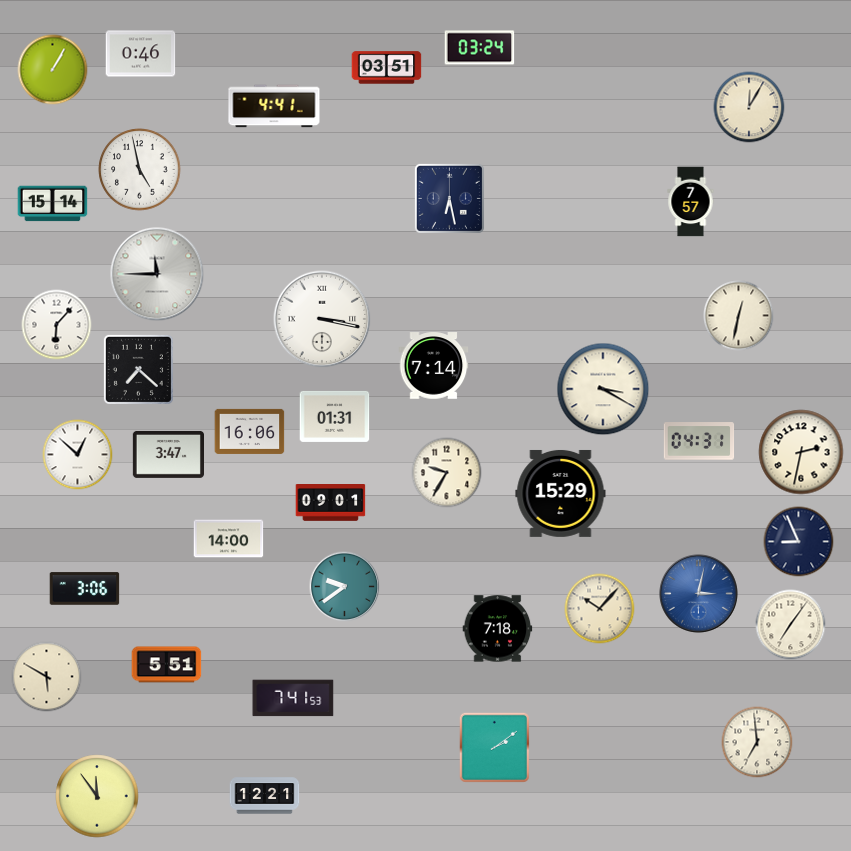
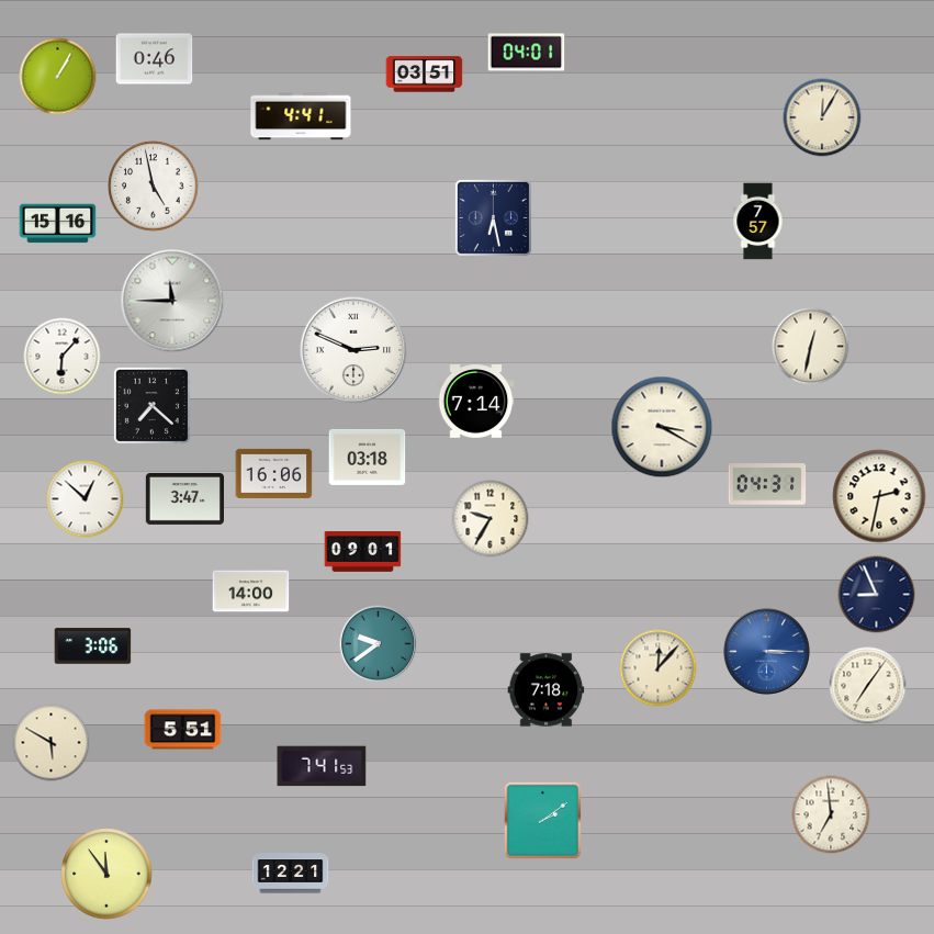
clock at (480, 48): 03:24 -> 04:01
clock at (53, 204): 15:14 -> 15:16
clock at (322, 319): 3:17 -> 2:49
clock at (335, 416): 01:31 -> 03:18
clock at (561, 493): 15:29 -> none
clock at (699, 594): 3:02 -> 3:15
clock at (600, 609): 10:07 -> 12:07
